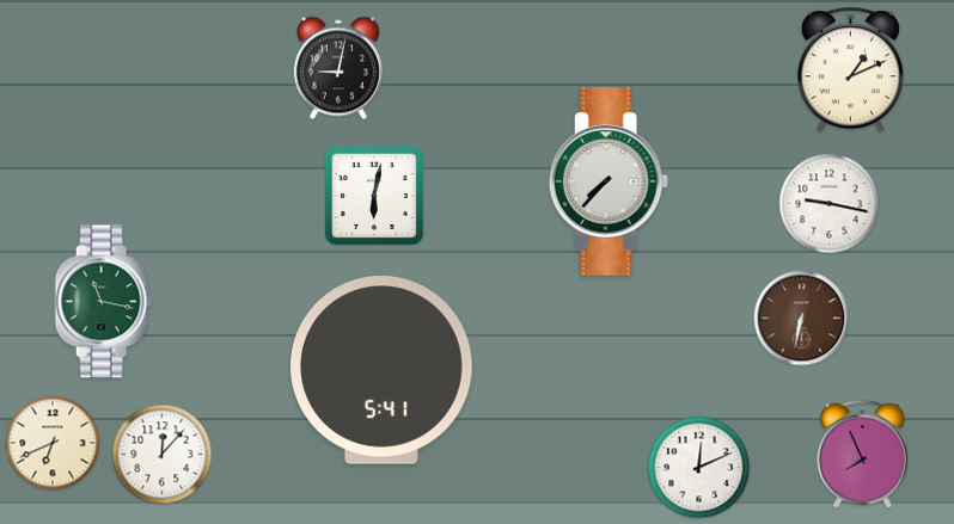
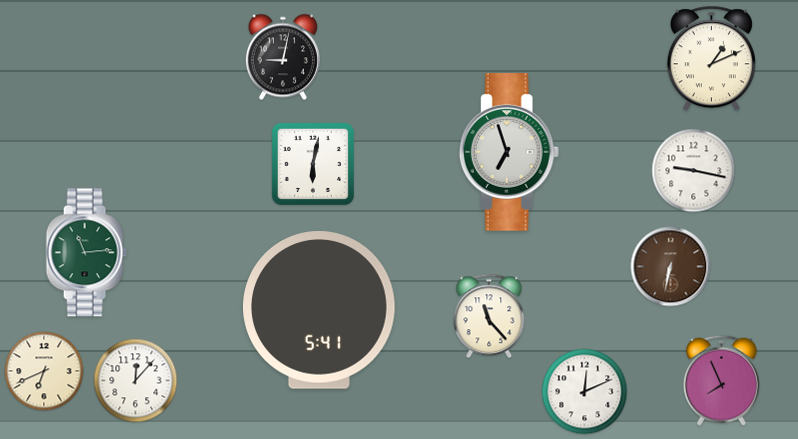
clock at (609, 181): 7:37 -> 6:57
clock at (103, 302): 11:17 -> 11:14
clock at (489, 316): none -> 11:23
